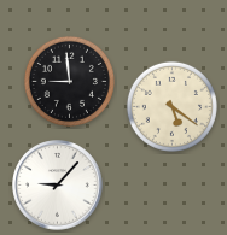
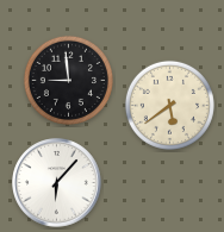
clock at (171, 106): 5:21 -> 5:39
clock at (58, 186): 9:07 -> 6:07
